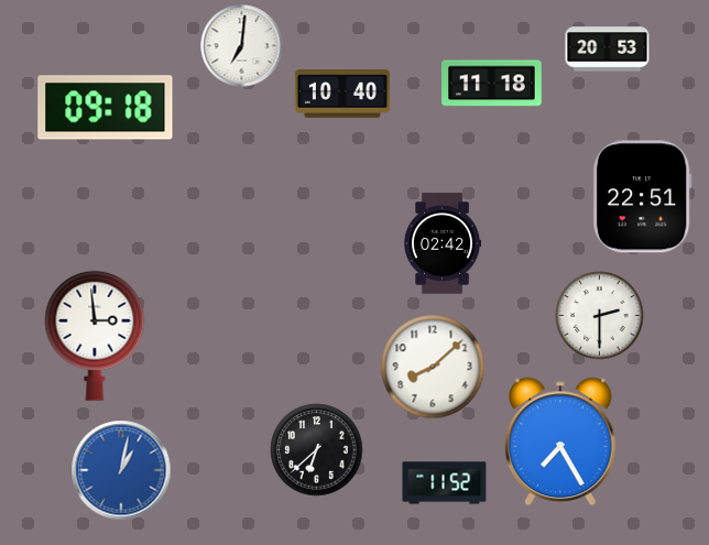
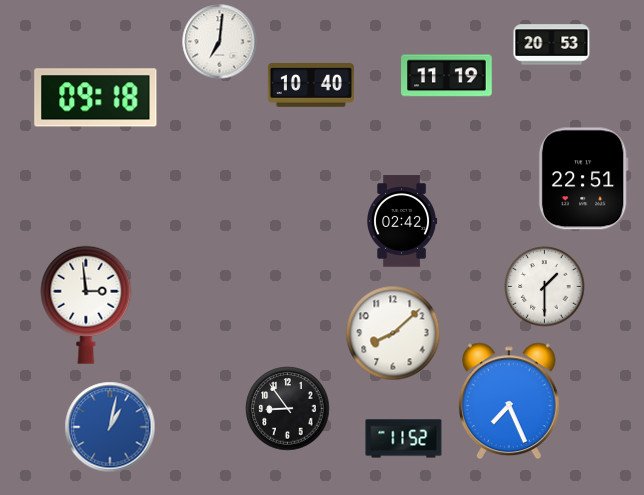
clock at (492, 84): 11:18 -> 11:19
clock at (600, 316): 2:30 -> 1:30
clock at (561, 442): 7:25 -> 7:26
clock at (317, 450): 6:38 -> 8:54
